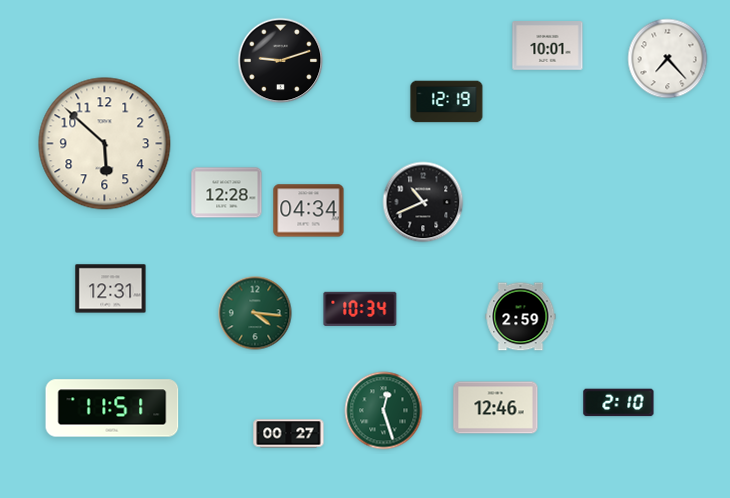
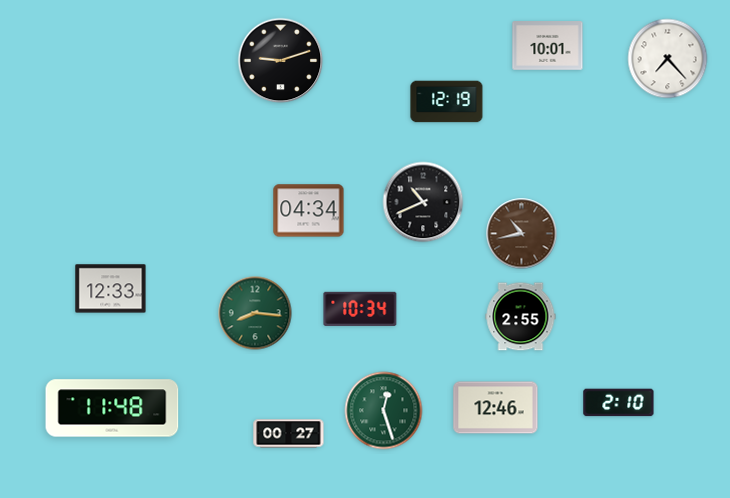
clock at (105, 144): 5:52 -> none
clock at (227, 193): 12:28 -> none
clock at (522, 234): none -> 10:43
clock at (111, 289): 12:31 -> 12:33
clock at (255, 313): 4:16 -> 8:16
clock at (521, 317): 2:59 -> 2:55
clock at (112, 408): 11:51 -> 11:48
